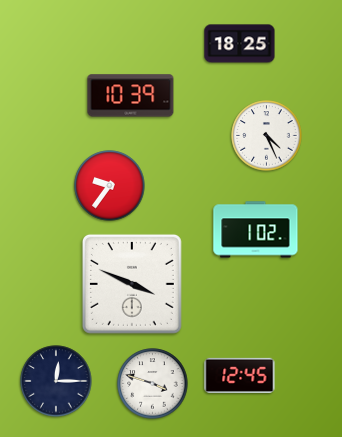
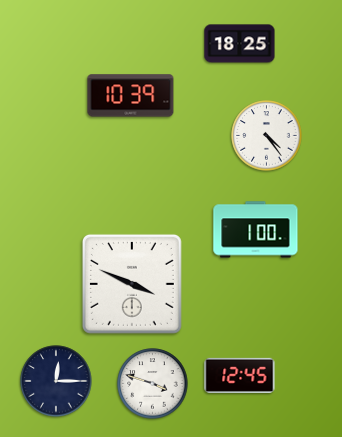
clock at (267, 136): 4:26 -> 4:24
clock at (110, 186): 9:36 -> none
clock at (256, 230): 1:02 -> 1:00
